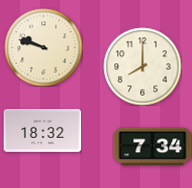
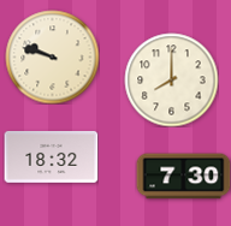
clock at (152, 147): 7:34 -> 7:30
